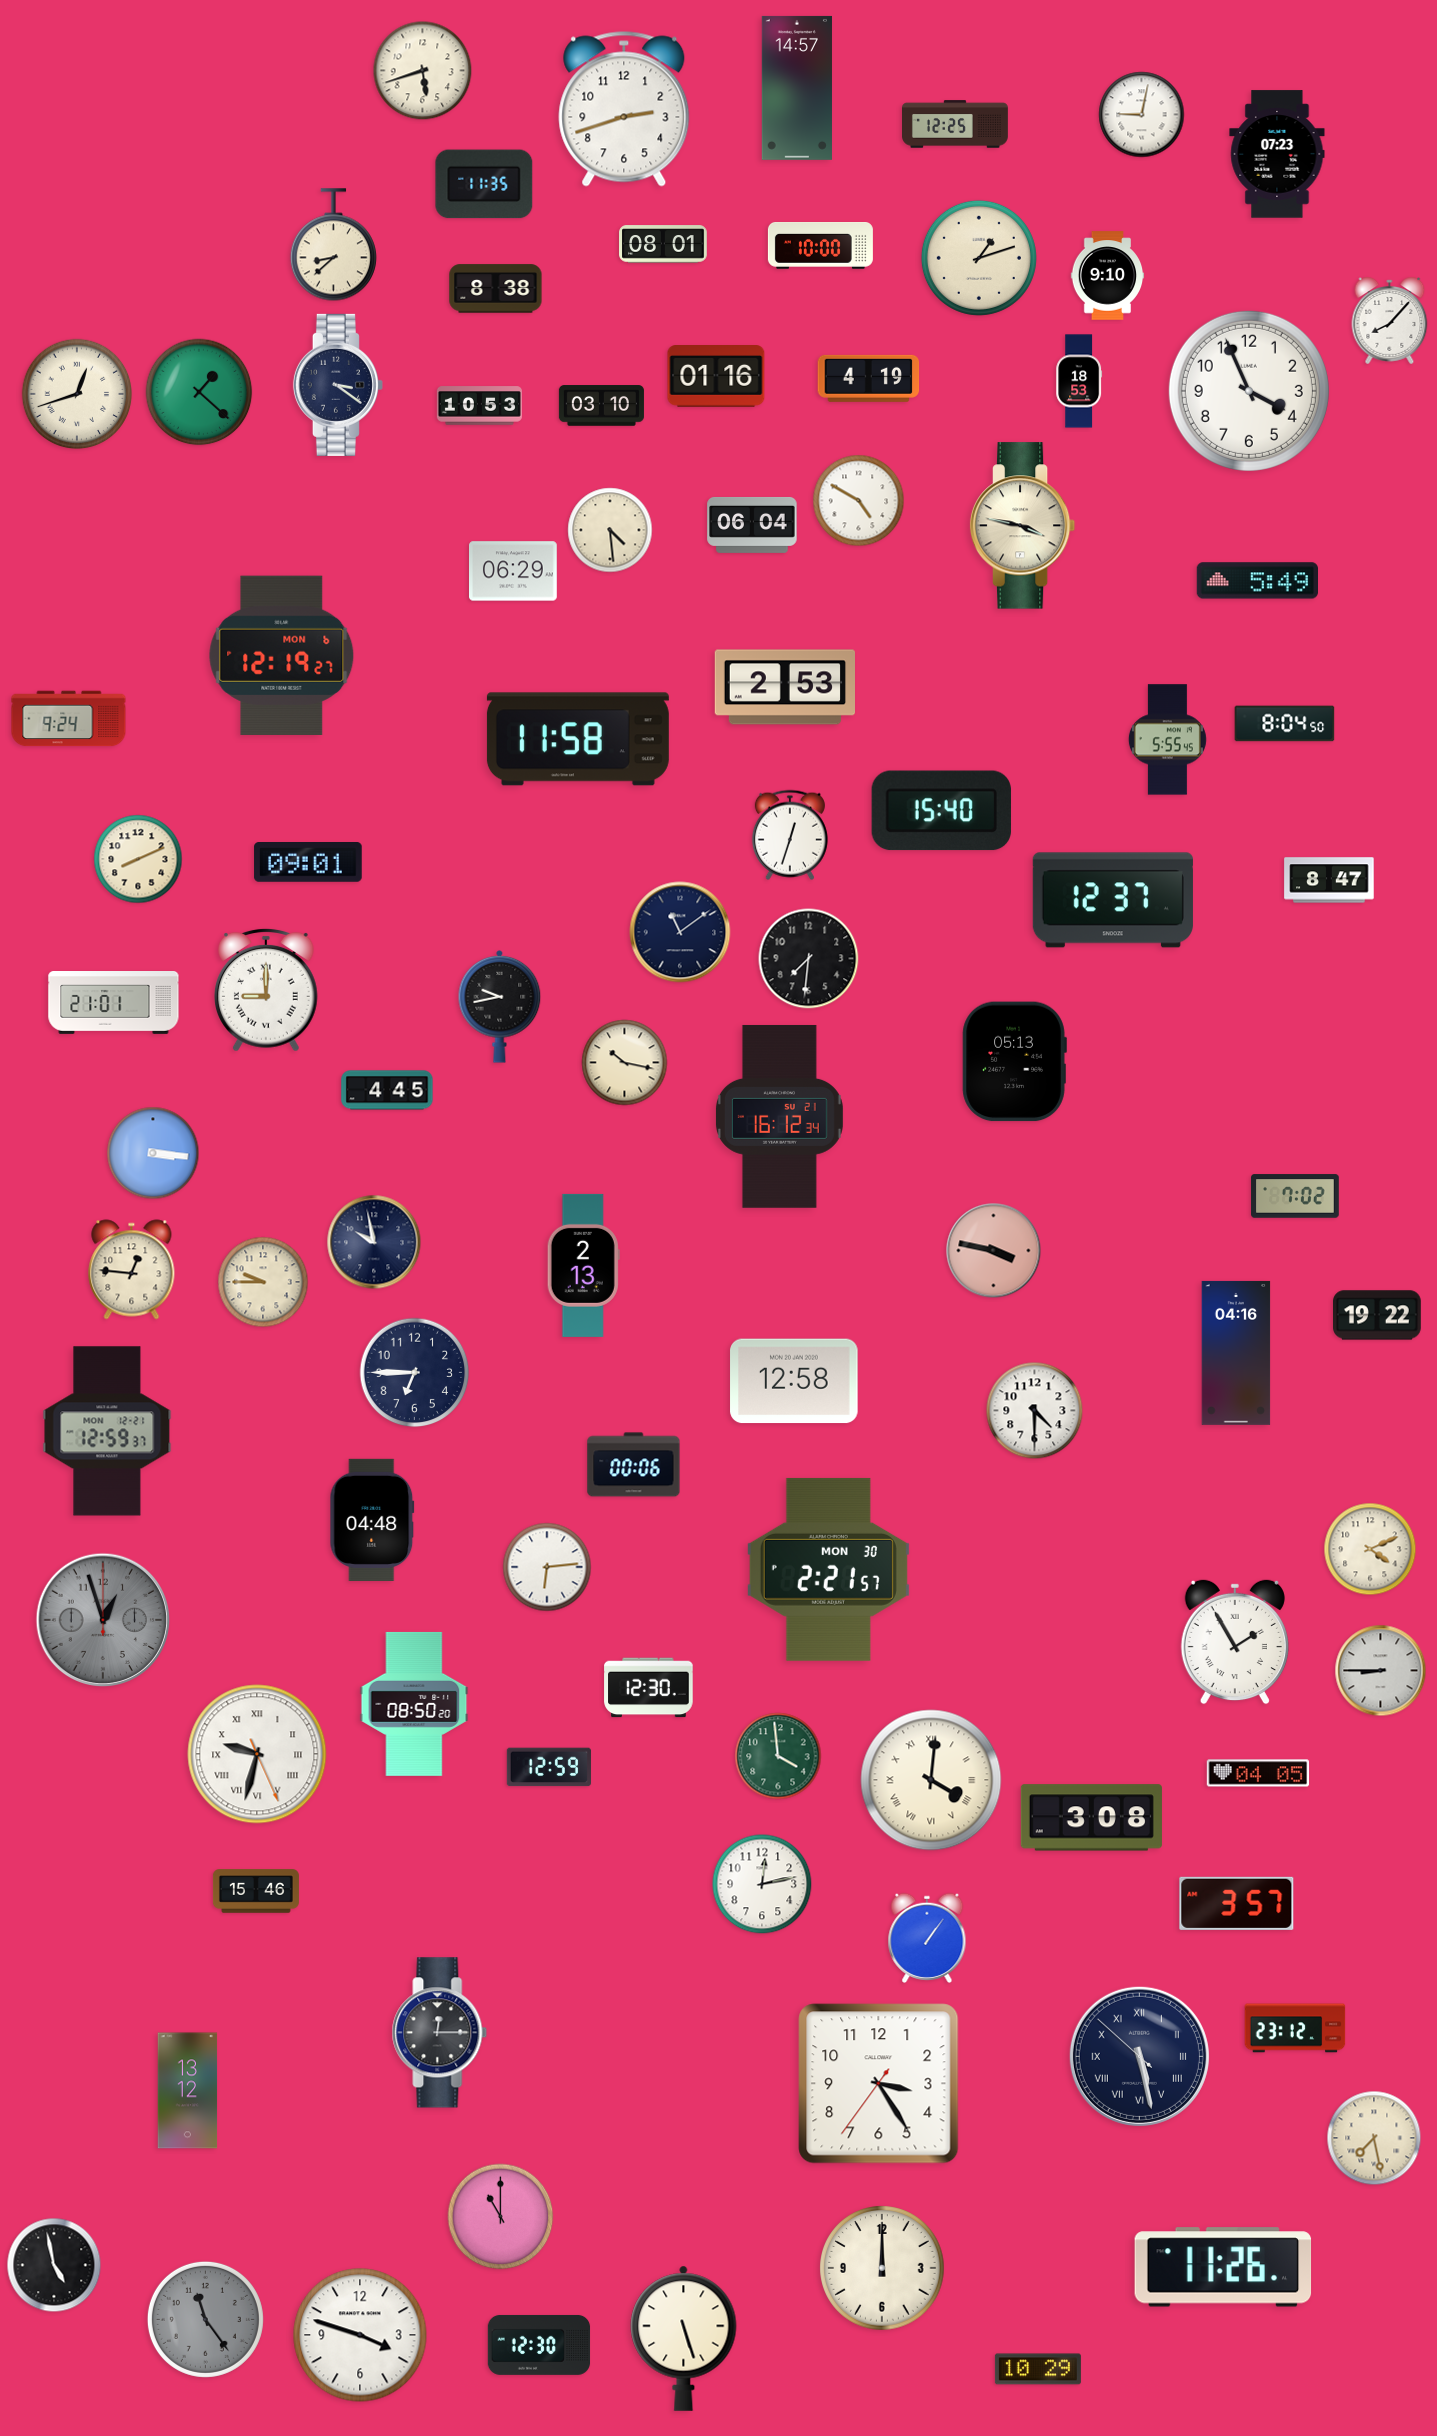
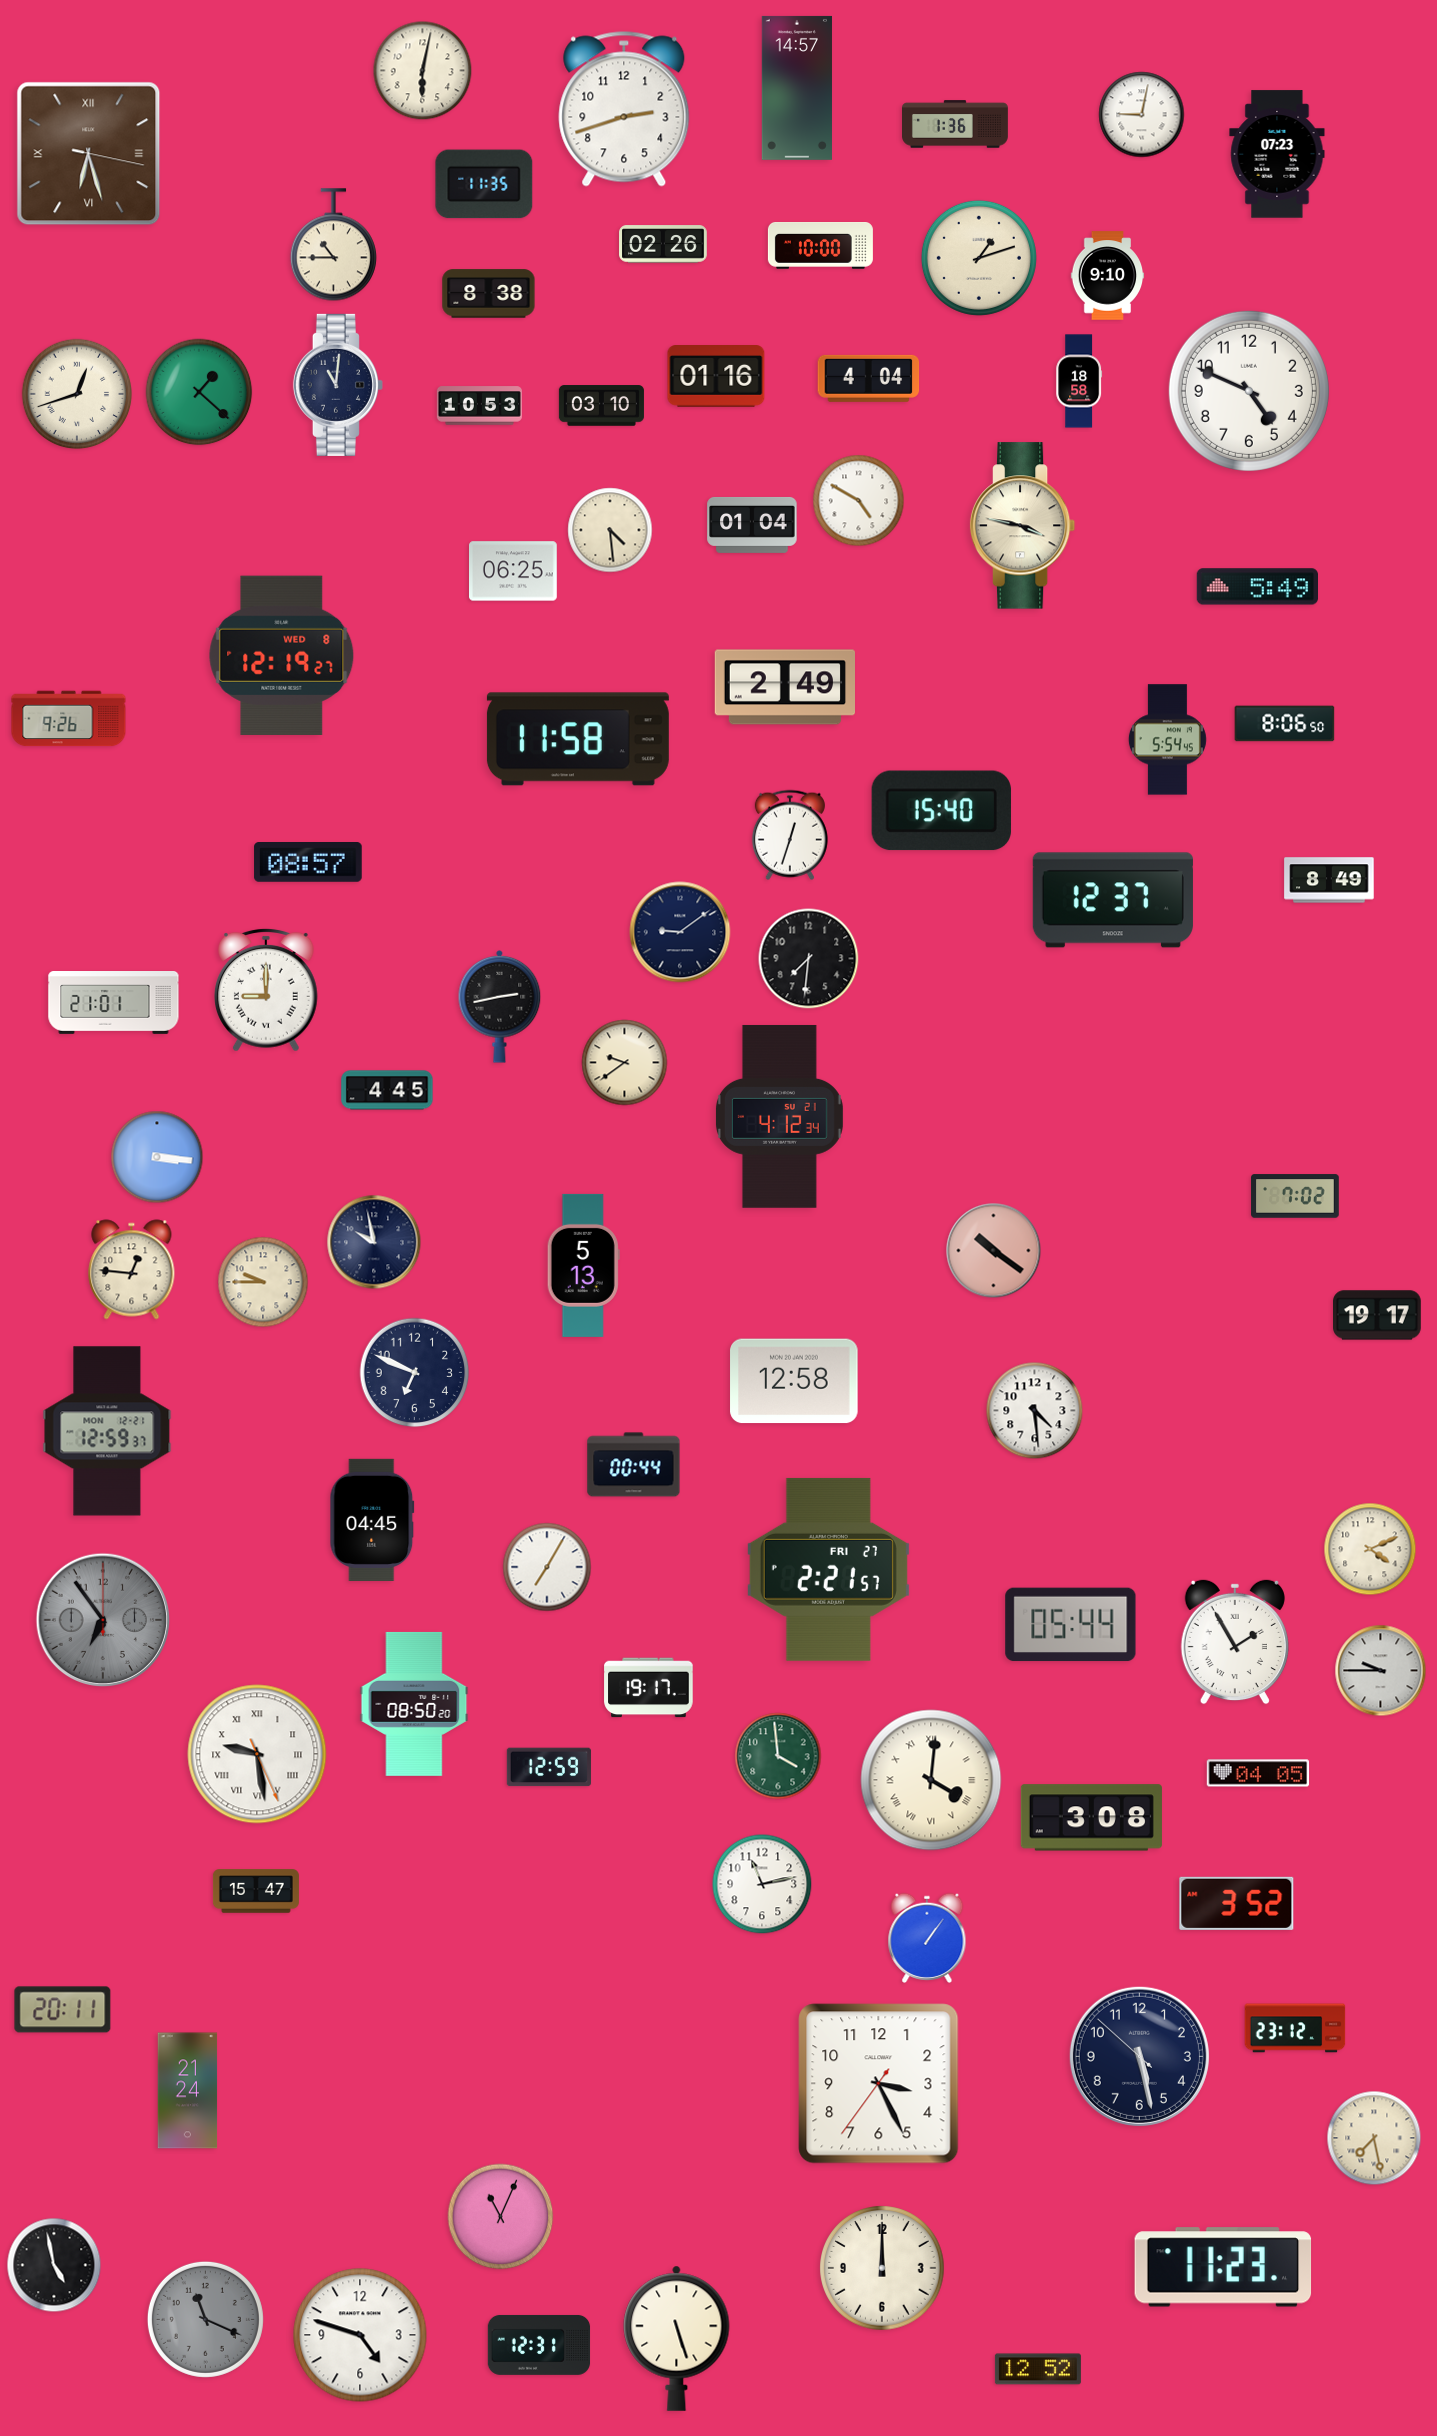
clock at (423, 71): 5:42 -> 6:02
clock at (956, 124): 12:25 -> 1:36
clock at (89, 154): none -> 6:27
clock at (663, 244): 08:01 -> 02:26
clock at (333, 245): 8:38 -> 10:45
clock at (496, 289) position: (496, 289) -> (489, 294)
clock at (1390, 320): 8:07 -> none
clock at (869, 378): 4:19 -> 4:04
clock at (1079, 381): 18:53 -> 18:58
clock at (338, 385): 3:21 -> 11:01
clock at (1249, 391): 3:56 -> 4:49
clock at (752, 525): 06:04 -> 01:04
clock at (514, 571): 06:29 -> 06:25
clock at (1257, 581) position: (1257, 581) -> (1257, 587)
clock at (282, 655) date: MON 6 -> WED 8
clock at (784, 687): 2:53 -> 2:49
clock at (69, 719): 9:24 -> 9:26
clock at (1285, 724): 8:04 -> 8:06
clock at (1167, 740): 5:55 -> 5:54
clock at (138, 859): 8:11 -> none
clock at (308, 863): 09:01 -> 08:57
clock at (1329, 880): 8:47 -> 8:49
clock at (680, 932): 11:09 -> 9:09
clock at (500, 1006): 9:43 -> 2:43
clock at (1014, 1062): 05:13 -> none
clock at (625, 1063): 10:17 -> 9:39
clock at (779, 1116): 16:12 -> 4:12
clock at (153, 1153) position: (153, 1153) -> (157, 1157)
clock at (994, 1251): 3:47 -> 10:21
clock at (583, 1265): 2:13 -> 5:13
clock at (1378, 1315): 19:22 -> 19:17
clock at (1236, 1353): 04:16 -> none
clock at (415, 1373): 6:45 -> 6:49
clock at (1035, 1411): 4:30 -> 4:29
clock at (634, 1465): 00:06 -> 00:44
clock at (372, 1520): 04:48 -> 04:45
clock at (547, 1567): 6:14 -> 7:05
clock at (828, 1569) date: MON 30 -> FRI 27
clock at (102, 1619): 12:57 -> 6:54
clock at (1071, 1625): none -> 05:44
clock at (1381, 1671): 8:45 -> 9:45
clock at (649, 1688): 12:30 -> 19:17
clock at (257, 1754): 9:32 -> 9:28
clock at (762, 1884): 12:13 -> 11:13
clock at (256, 1891): 15:46 -> 15:47
clock at (1237, 1903): 3:57 -> 3:52
clock at (63, 2010): none -> 20:11
clock at (440, 2033): 12:15 -> none
clock at (1139, 2056) numerals: Roman -> Arabic
clock at (879, 2084): 3:24 -> 3:25
clock at (188, 2091): 13:12 -> 21:24
clock at (501, 2217): 11:00 -> 11:04
clock at (1223, 2267): 11:26 -> 11:23
clock at (205, 2319): 11:24 -> 11:19
clock at (360, 2335): 3:48 -> 4:48
clock at (684, 2338) position: (684, 2338) -> (677, 2338)
clock at (539, 2345): 12:30 -> 12:31
clock at (1038, 2369): 10:29 -> 12:52
